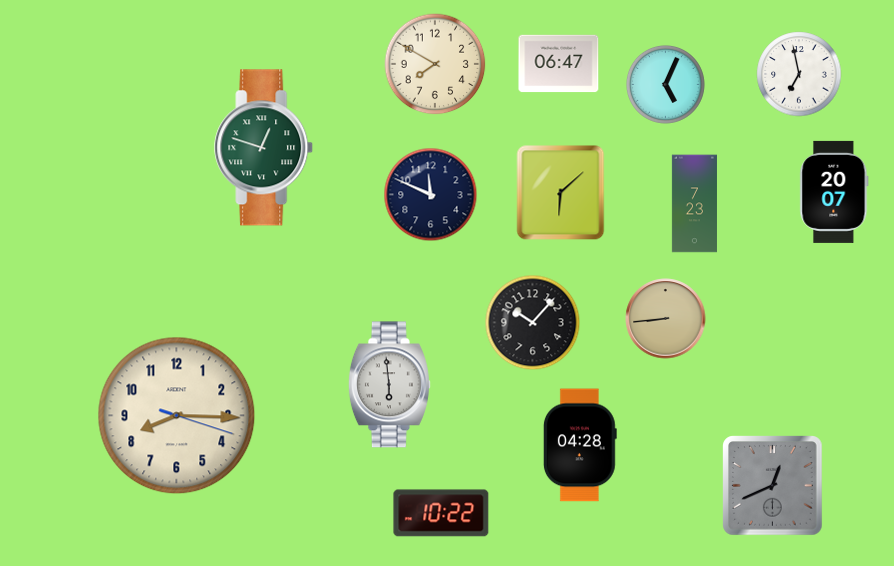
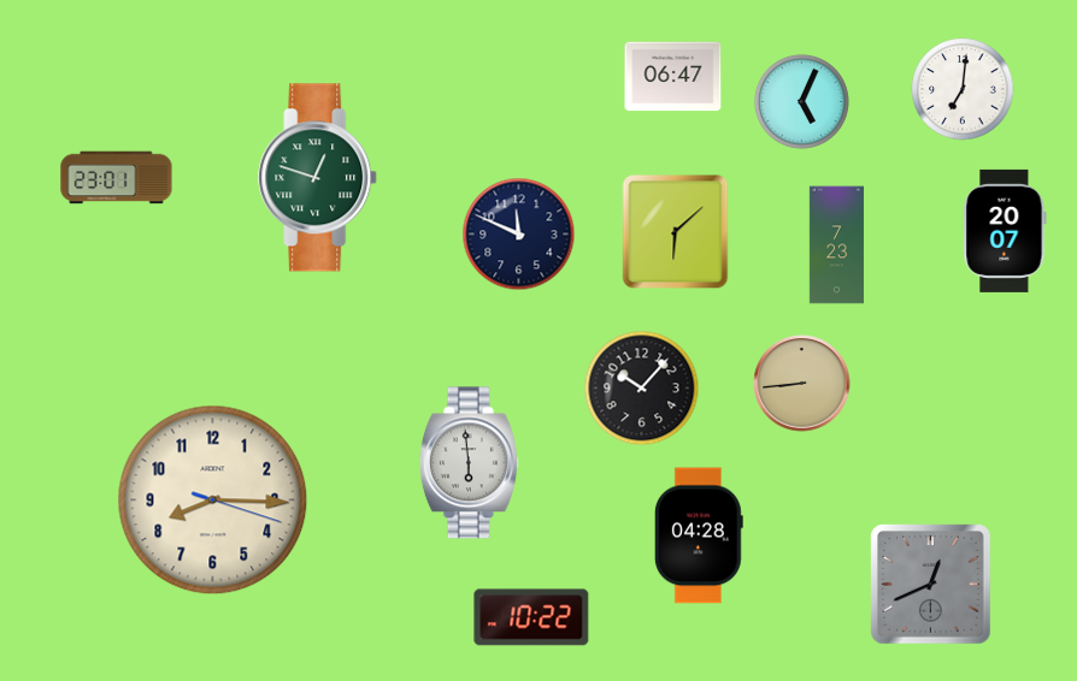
clock at (435, 64): 7:50 -> none
clock at (799, 74): 6:58 -> 7:01
clock at (117, 178): none -> 23:01
